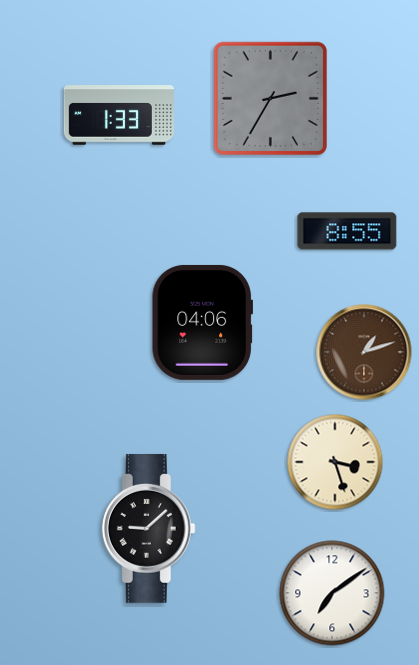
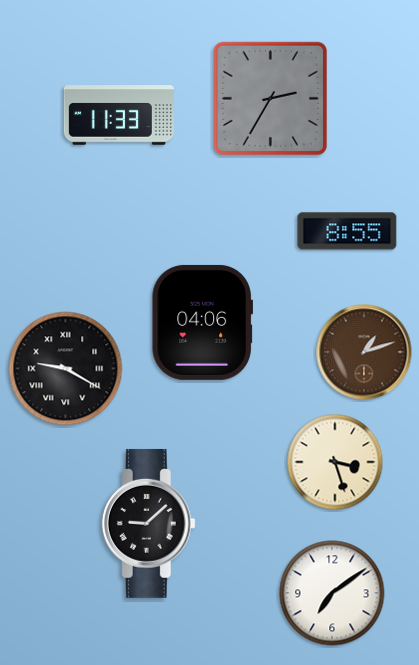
clock at (119, 115): 1:33 -> 11:33
clock at (66, 369): none -> 9:20
clock at (148, 528) position: (148, 528) -> (148, 523)
